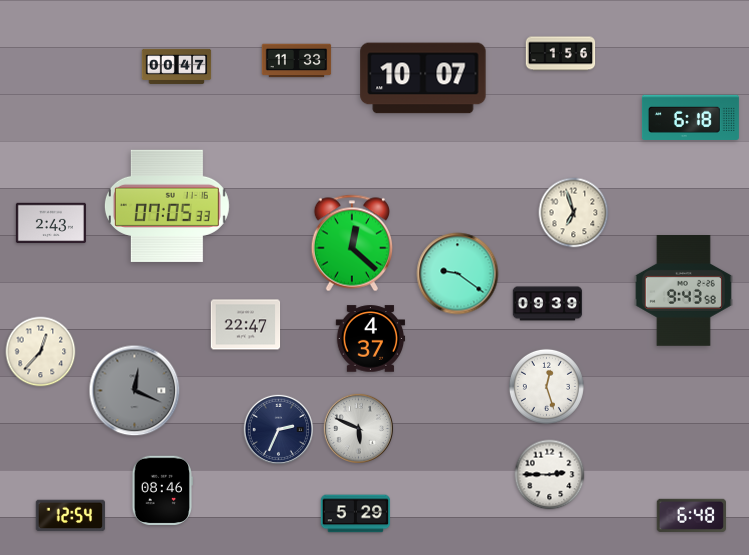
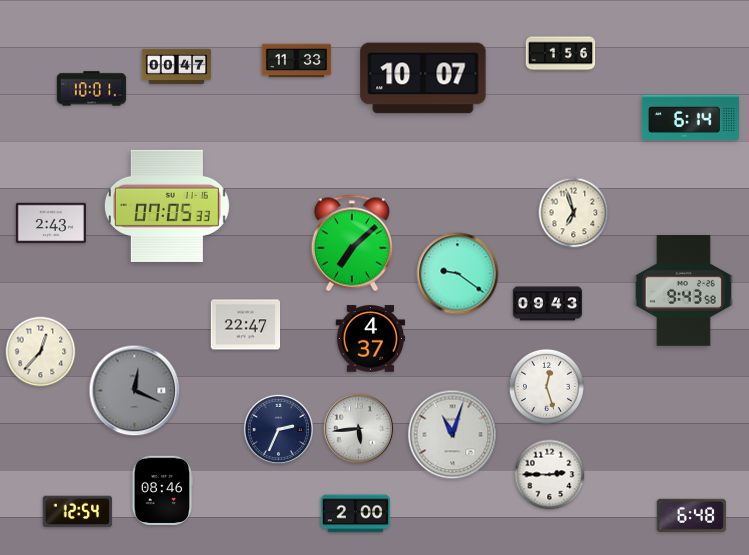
clock at (92, 89): none -> 10:01
clock at (690, 117): 6:18 -> 6:14
clock at (351, 243): 12:22 -> 7:08
clock at (548, 304): 09:39 -> 09:43
clock at (358, 428): 5:49 -> 5:44
clock at (453, 435): none -> 11:03
clock at (356, 514): 5:29 -> 2:00
clock at (71, 516) position: (71, 516) -> (78, 512)
